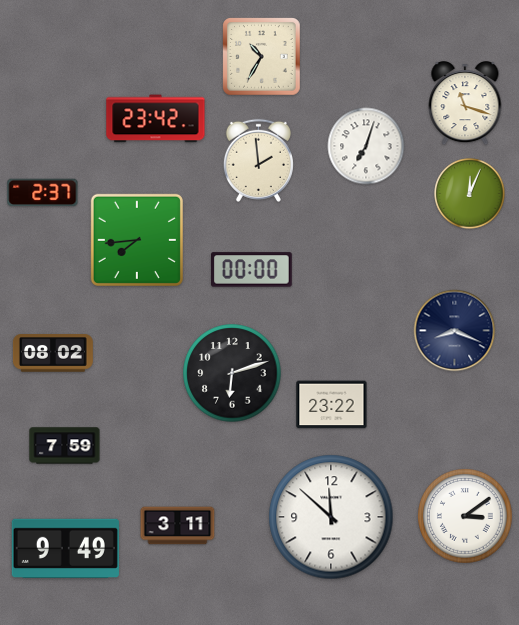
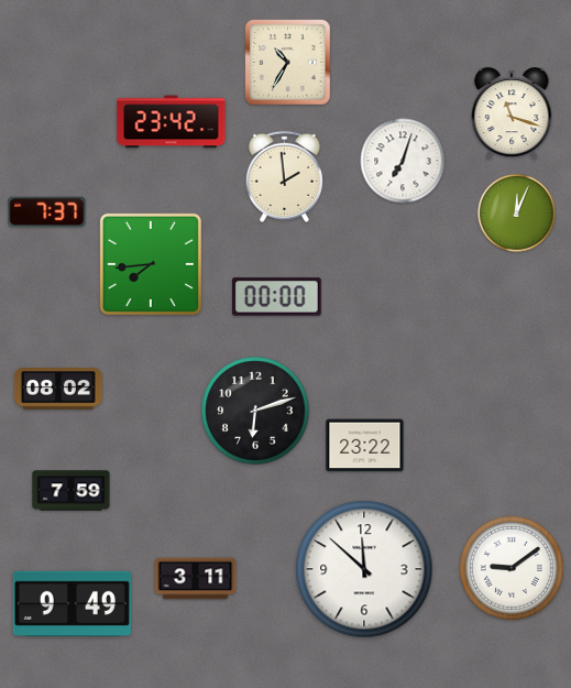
clock at (156, 119) position: (156, 119) -> (172, 122)
clock at (43, 193): 2:37 -> 7:37
clock at (455, 331): 8:19 -> none
clock at (466, 517): 3:09 -> 9:09
